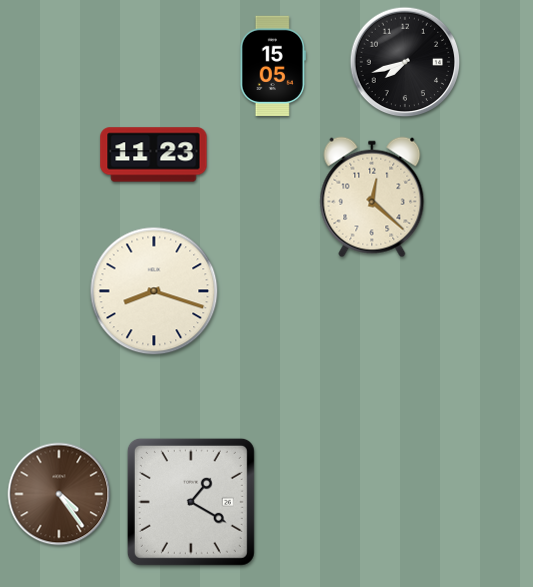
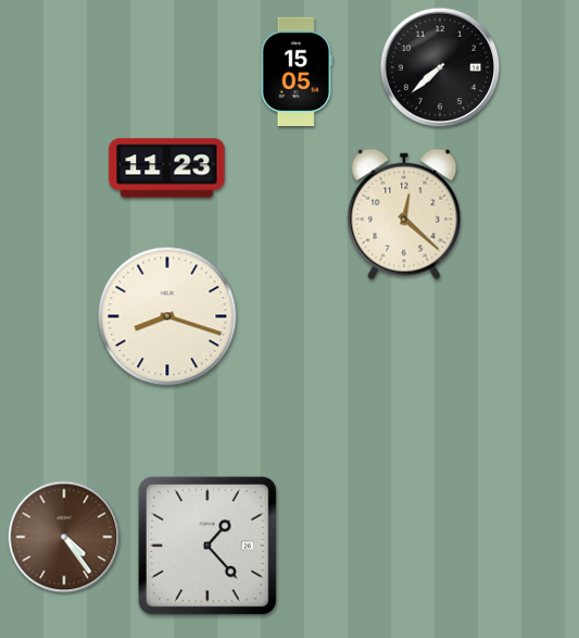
clock at (405, 62): 7:42 -> 7:38
clock at (191, 502): 1:20 -> 1:23
